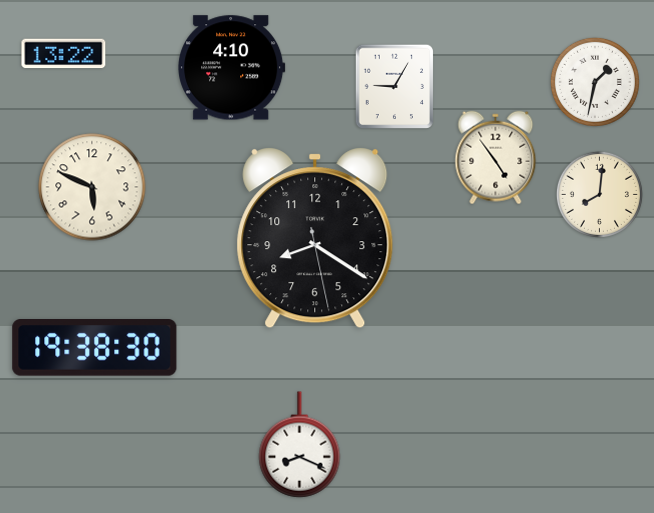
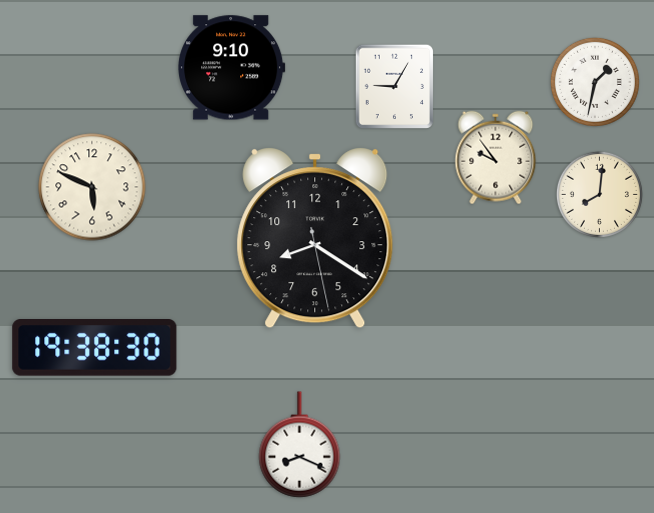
clock at (64, 54): 13:22 -> none
clock at (232, 68): 4:10 -> 9:10
clock at (496, 158): 4:54 -> 9:54
